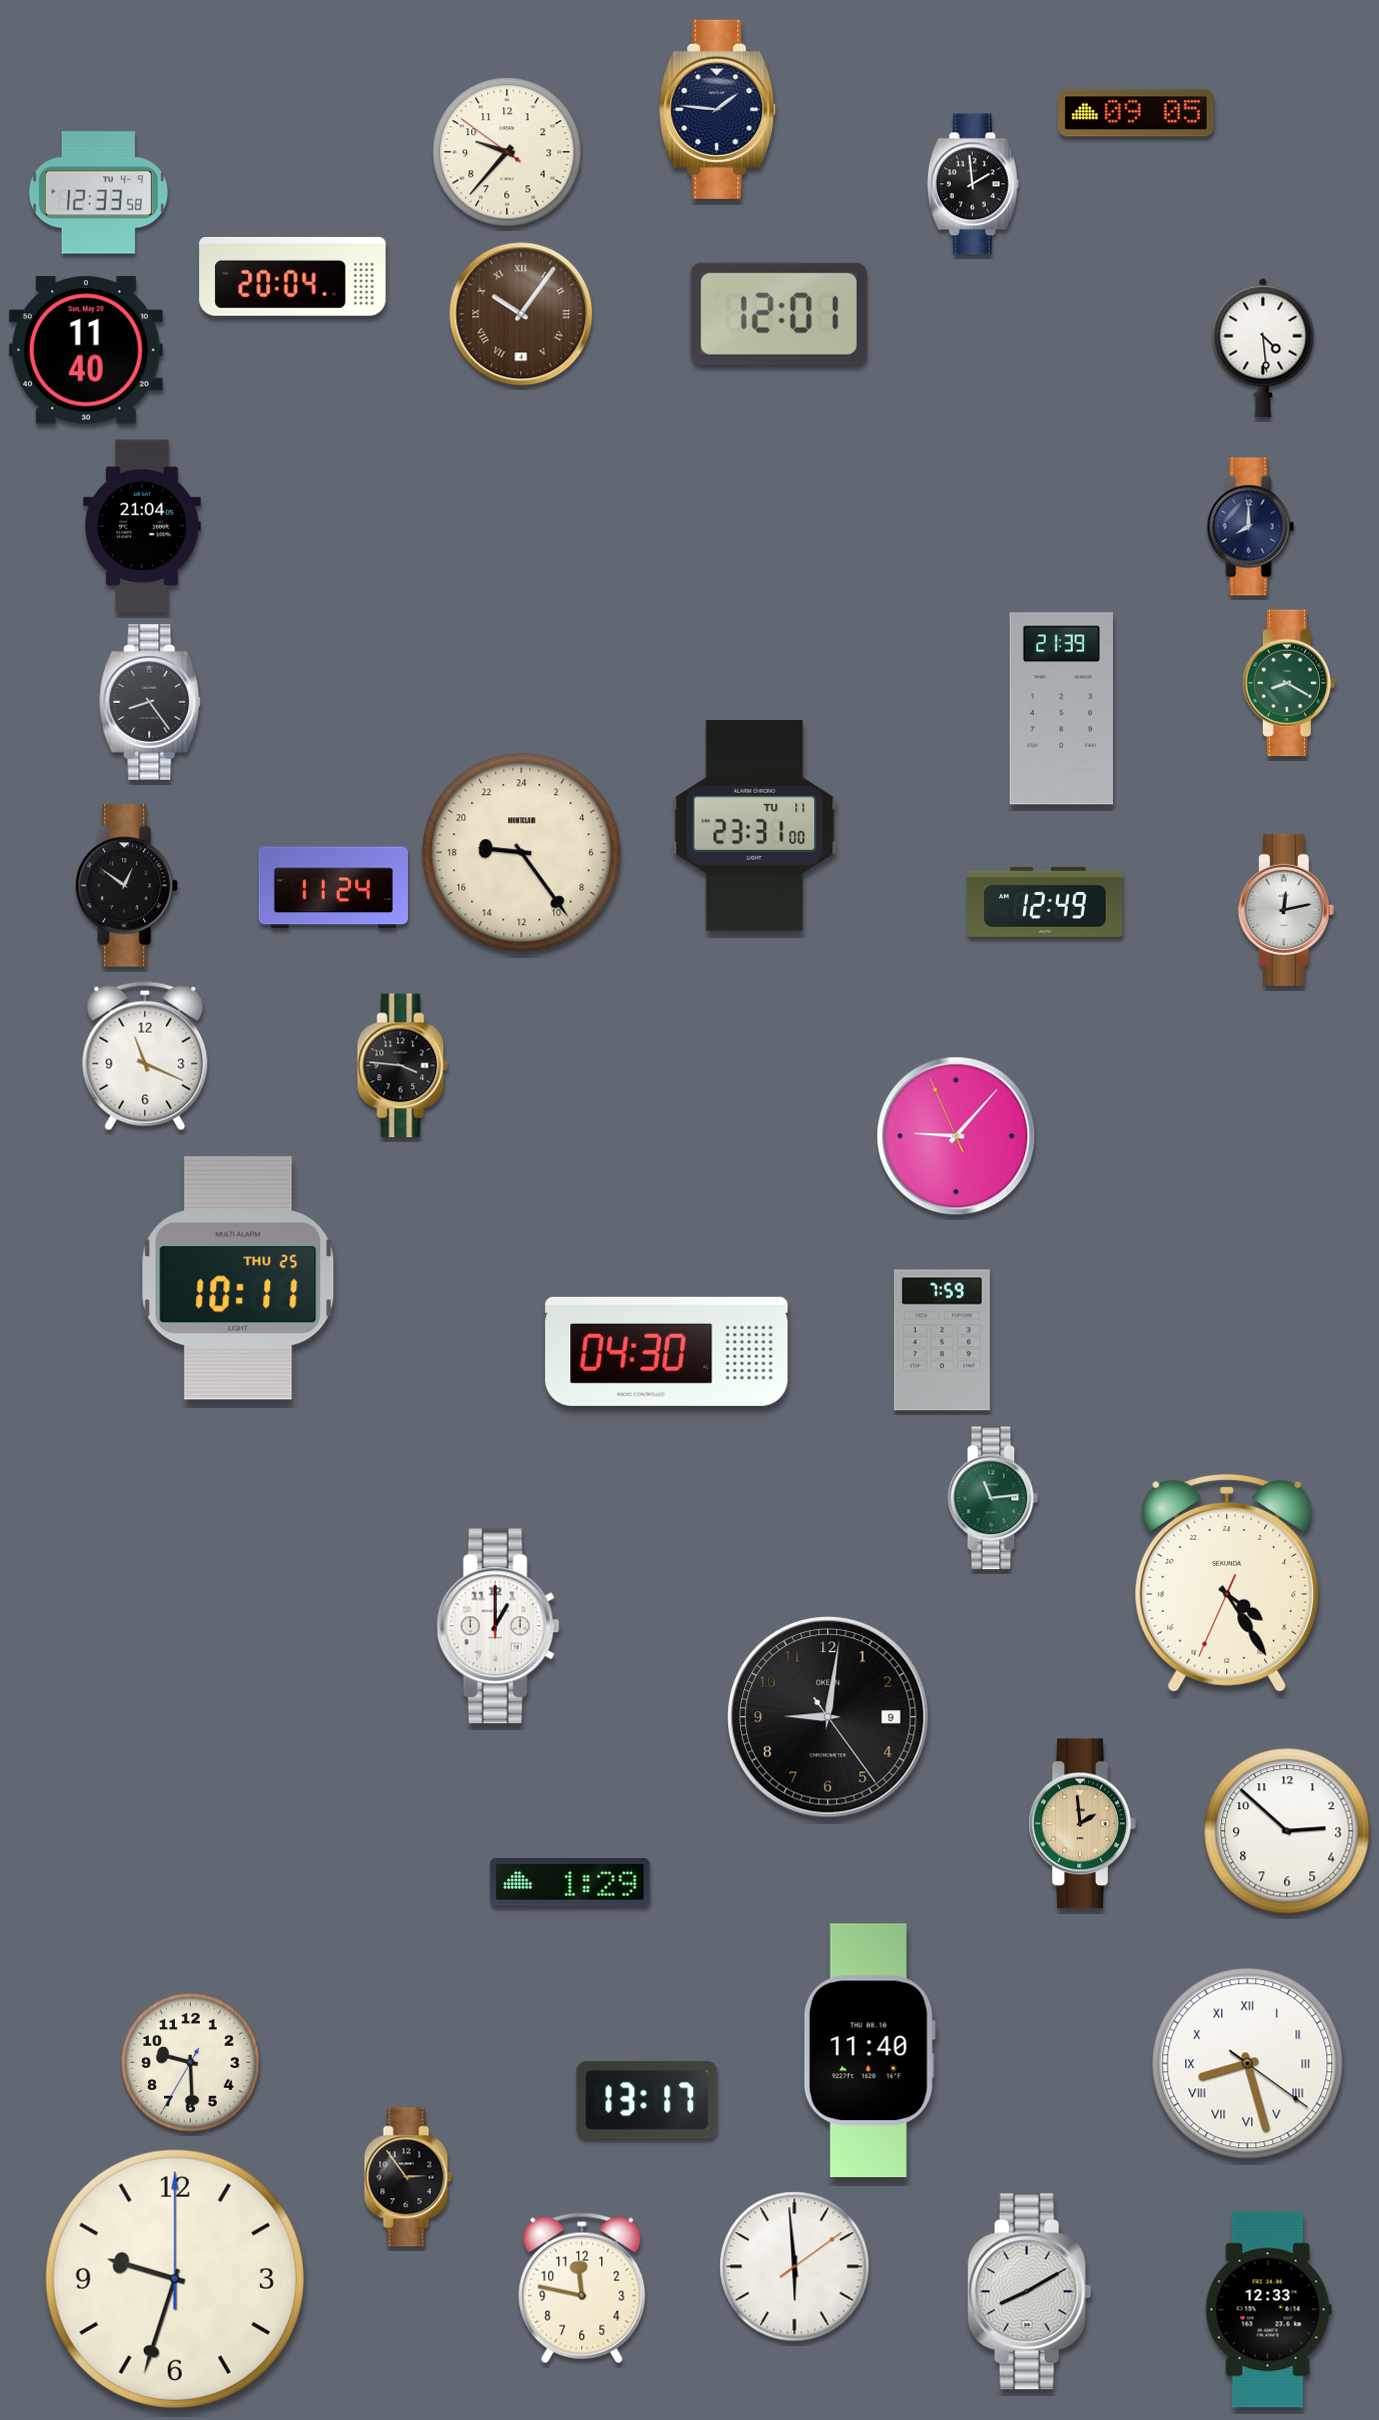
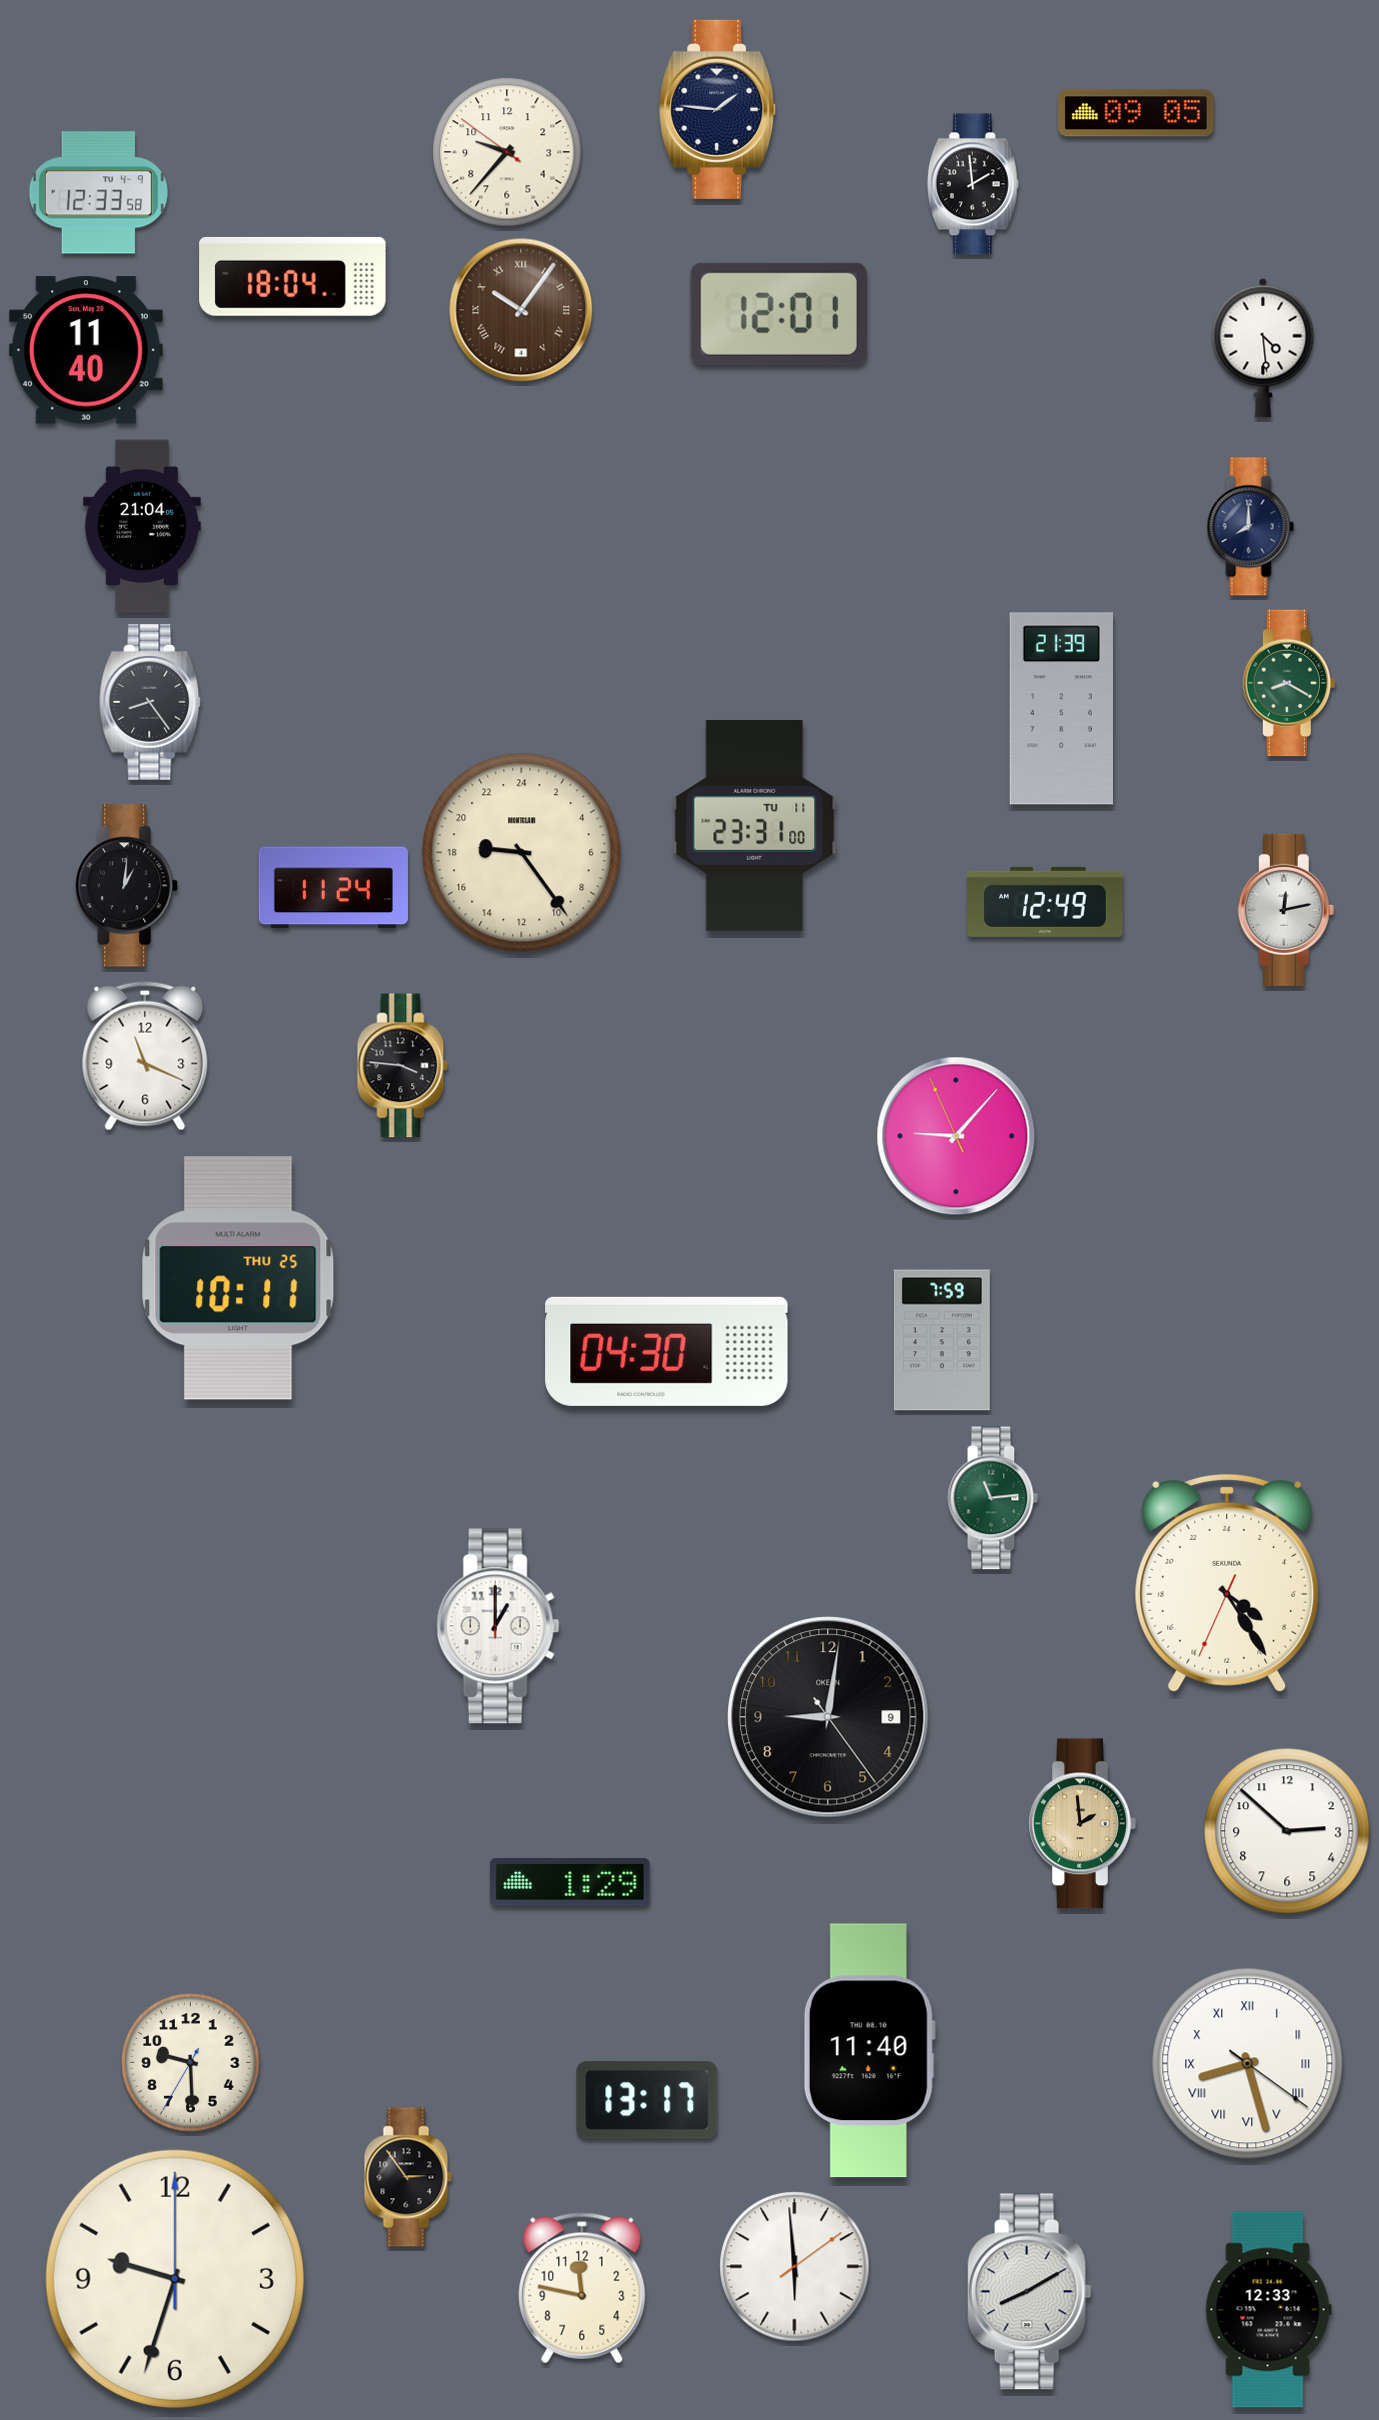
clock at (293, 276): 20:04 -> 18:04
clock at (521, 314) position: (521, 314) -> (521, 310)
clock at (127, 886): 12:51 -> 1:01
